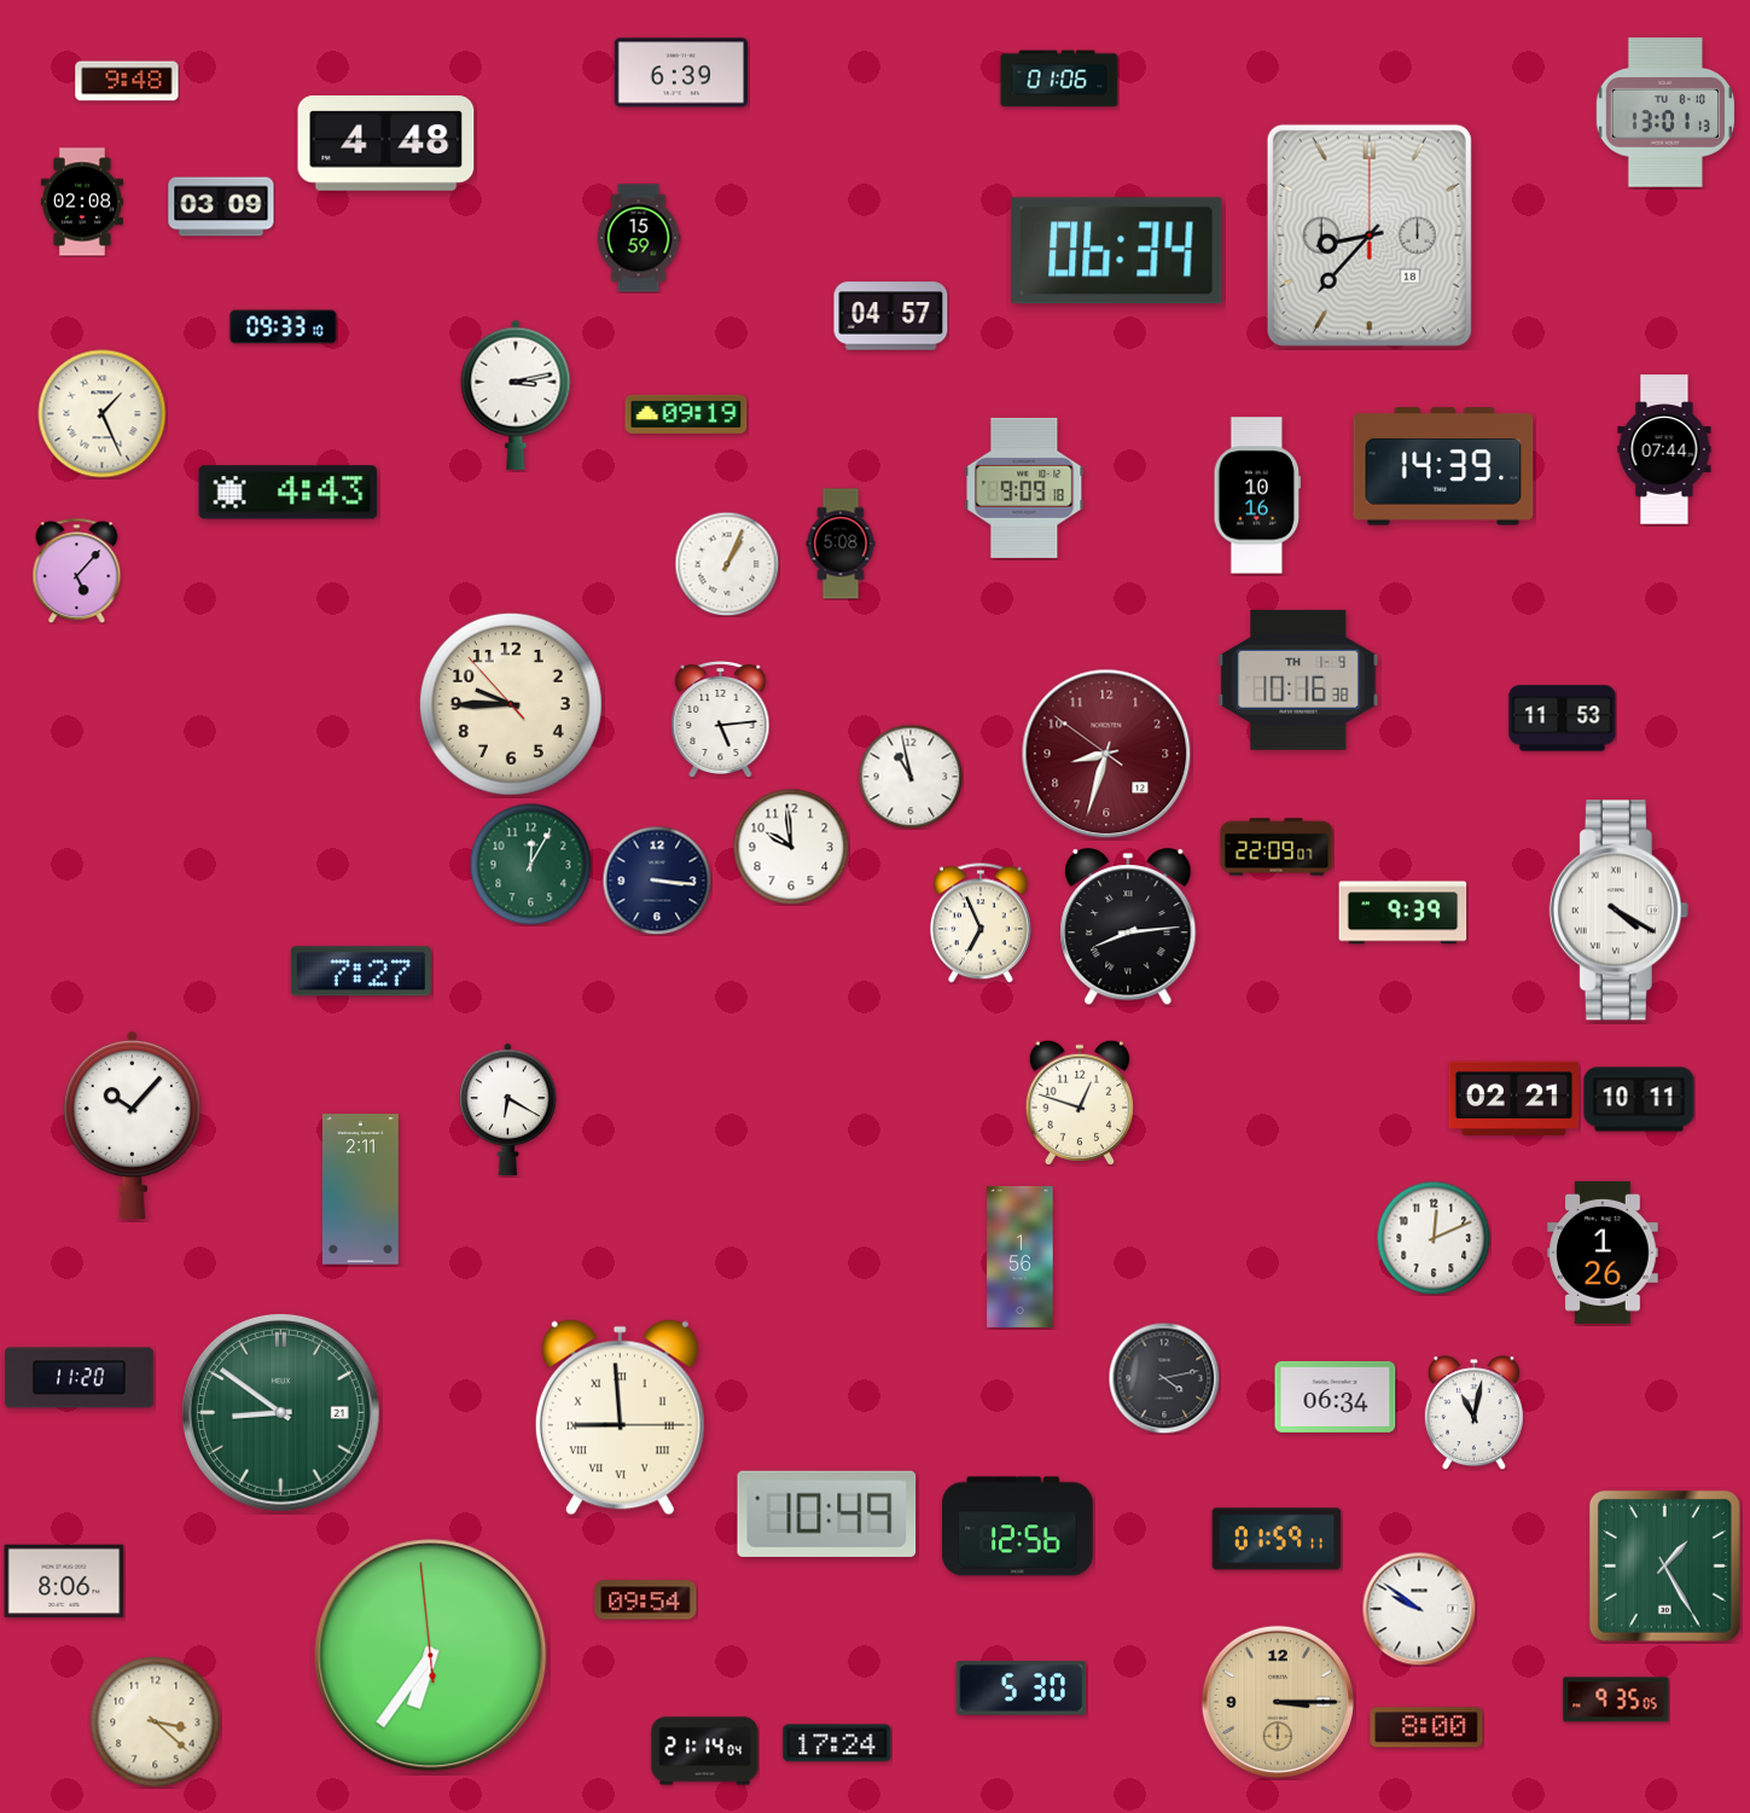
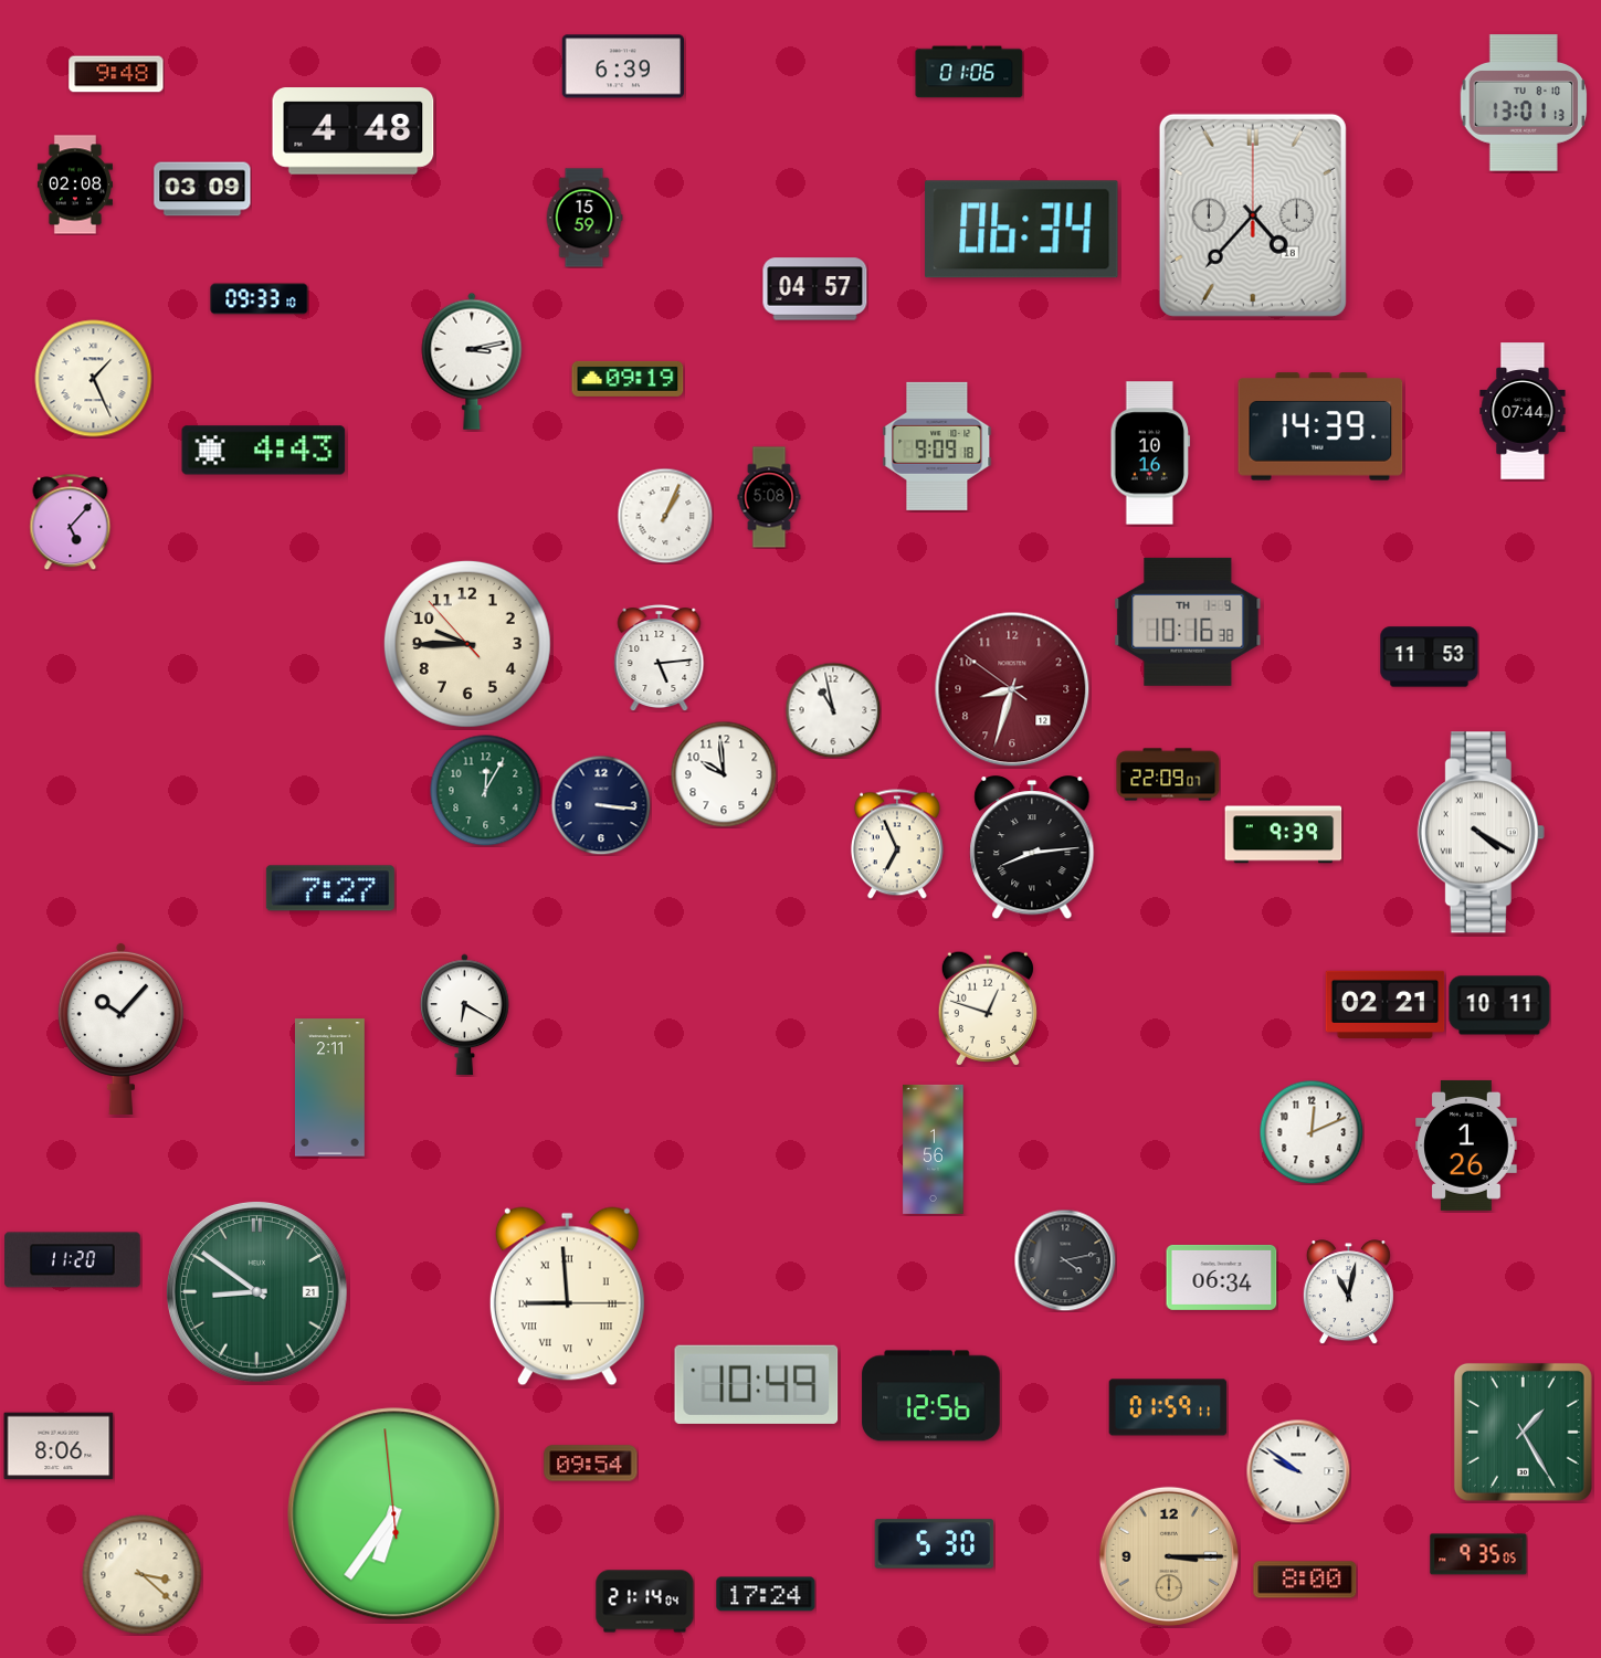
clock at (1370, 236): 8:37 -> 4:37
